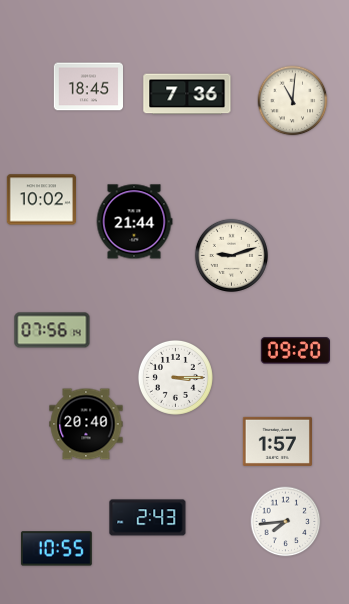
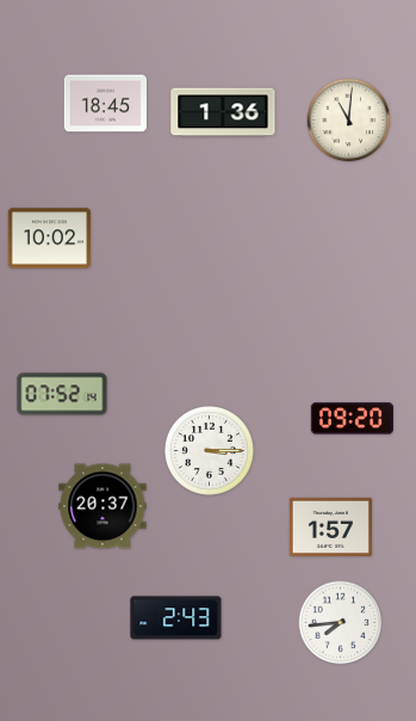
clock at (187, 94): 7:36 -> 1:36
clock at (134, 222): 21:44 -> none
clock at (231, 255): 9:12 -> none
clock at (52, 330): 07:56 -> 07:52
clock at (86, 424): 20:40 -> 20:37
clock at (56, 549): 10:55 -> none
